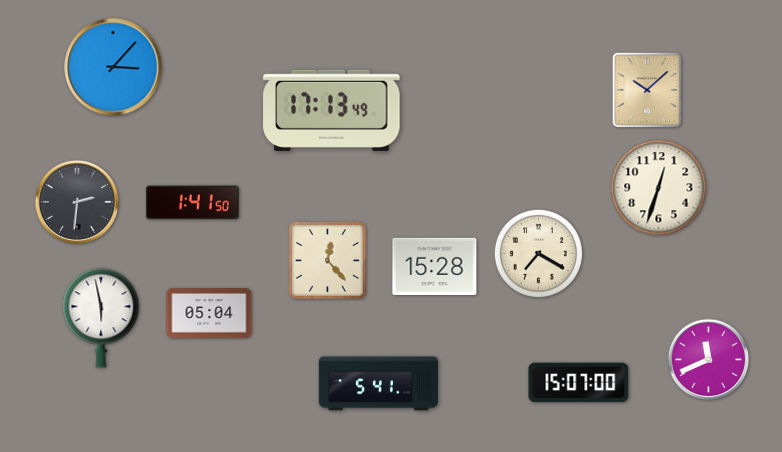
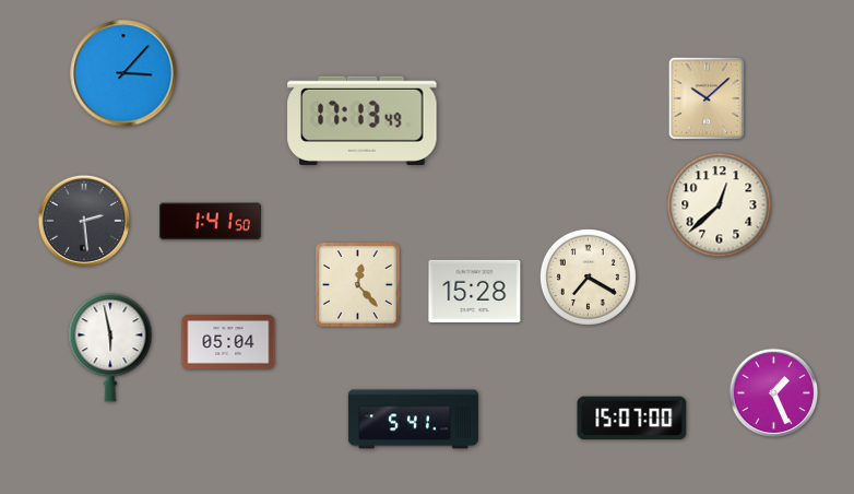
clock at (659, 188): 12:33 -> 12:38
clock at (76, 201): 2:31 -> 2:29
clock at (709, 360): 11:41 -> 1:26
